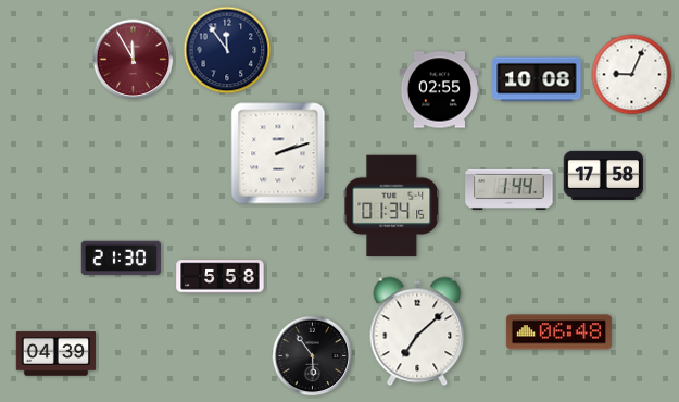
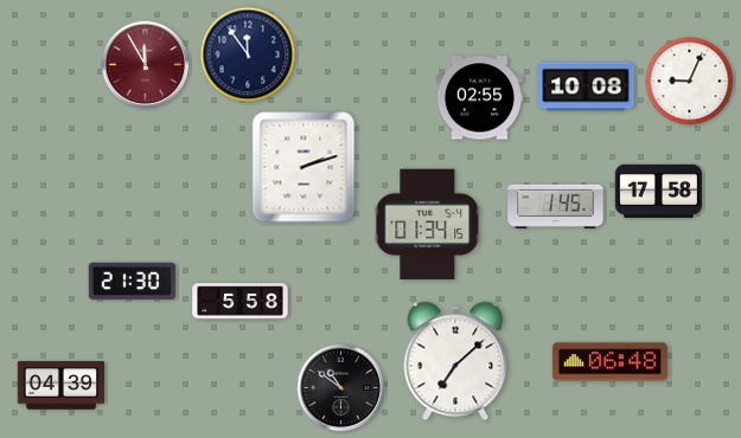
clock at (510, 189): 1:44 -> 1:45
clock at (313, 356): 5:54 -> 10:51
